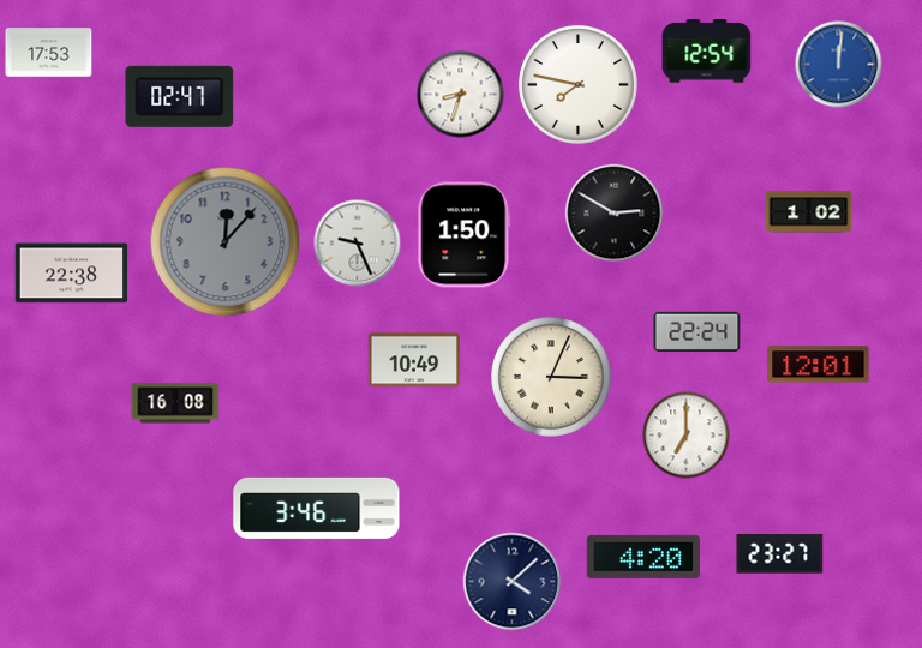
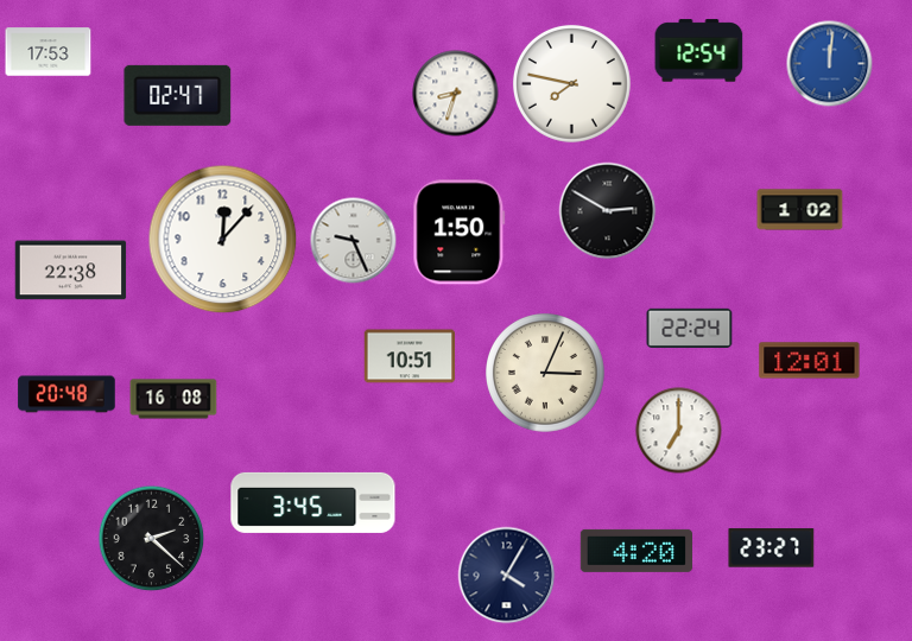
clock at (226, 242) dial: grey -> white
clock at (414, 360): 10:49 -> 10:51
clock at (66, 394): none -> 20:48
clock at (317, 508): 3:46 -> 3:45
clock at (152, 539): none -> 2:22
clock at (513, 582): 4:08 -> 4:05
